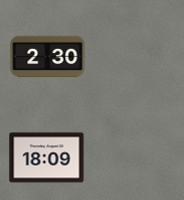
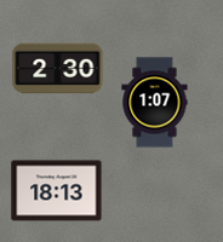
clock at (155, 103): none -> 1:07
clock at (47, 158): 18:09 -> 18:13
